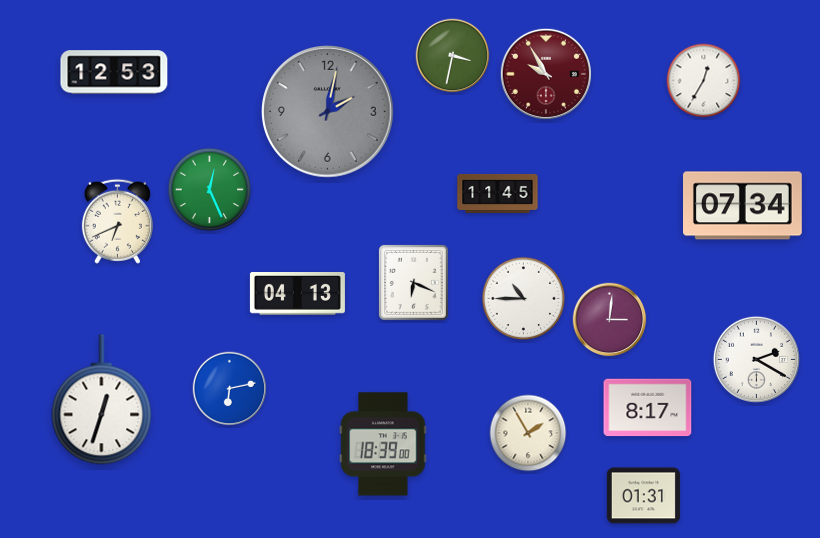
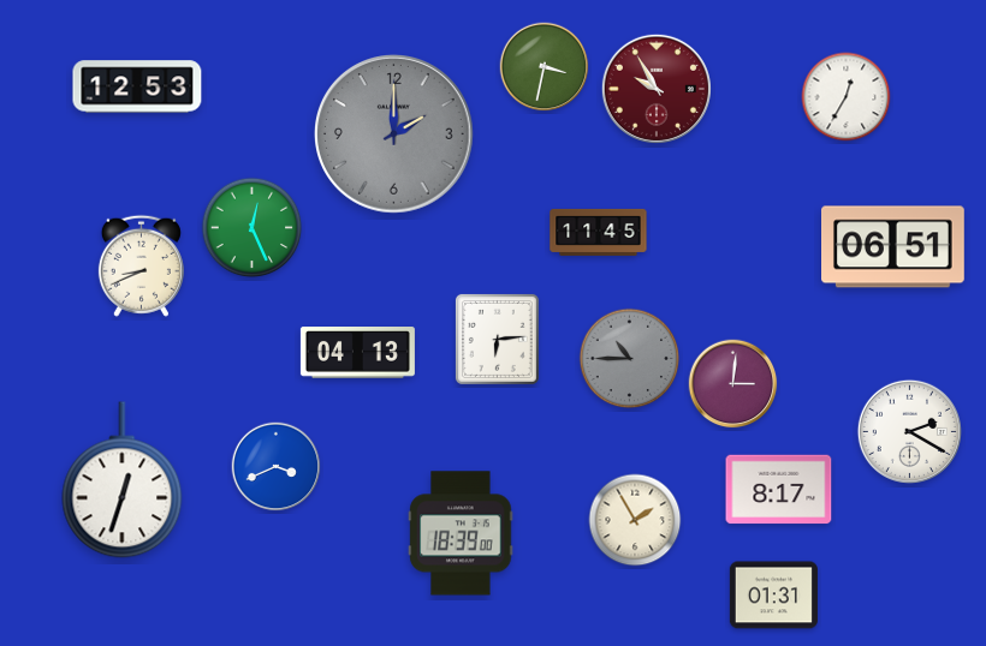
clock at (328, 112): 2:02 -> 2:00
clock at (743, 206): 07:34 -> 06:51
clock at (117, 221): 6:41 -> 8:41
clock at (413, 282): 6:19 -> 6:14
clock at (524, 299) dial: white -> grey
clock at (230, 389): 6:13 -> 3:41
